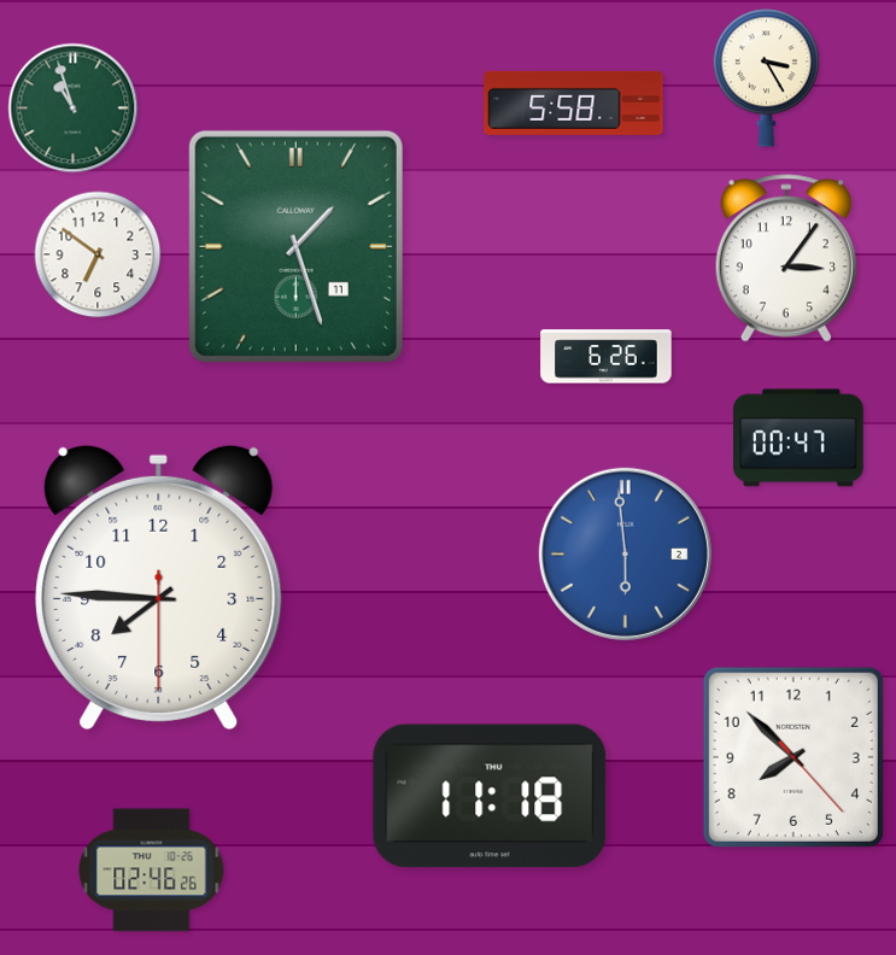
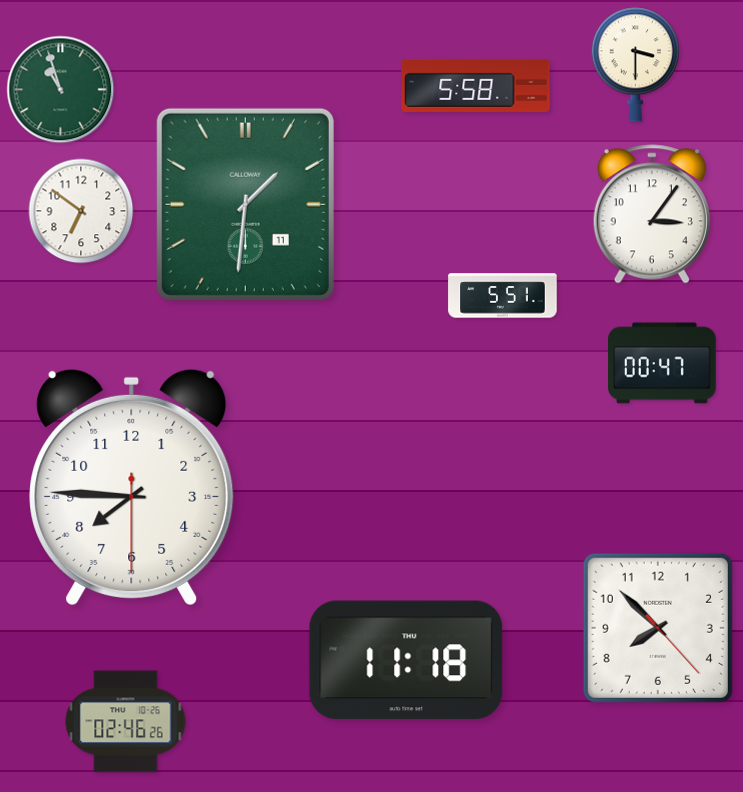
clock at (766, 78): 3:25 -> 3:30
clock at (295, 246): 1:27 -> 1:31
clock at (607, 357): 6:26 -> 5:51
clock at (625, 553): 5:59 -> none
